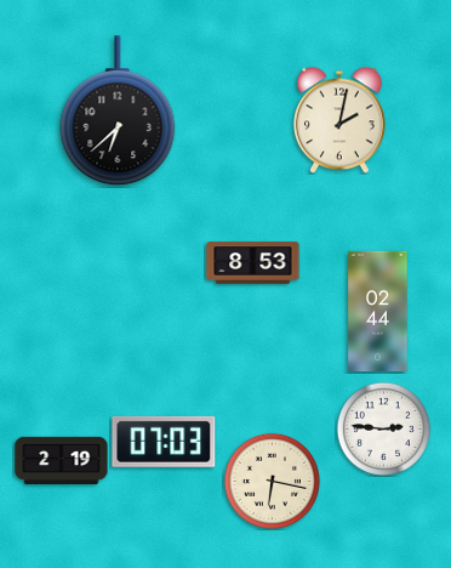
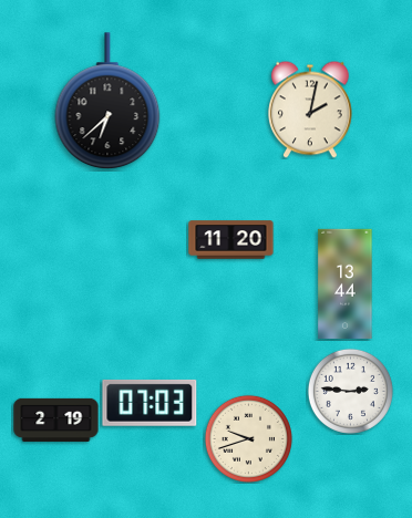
clock at (253, 263): 8:53 -> 11:20
clock at (378, 312): 02:44 -> 13:44
clock at (272, 481): 6:17 -> 9:42
